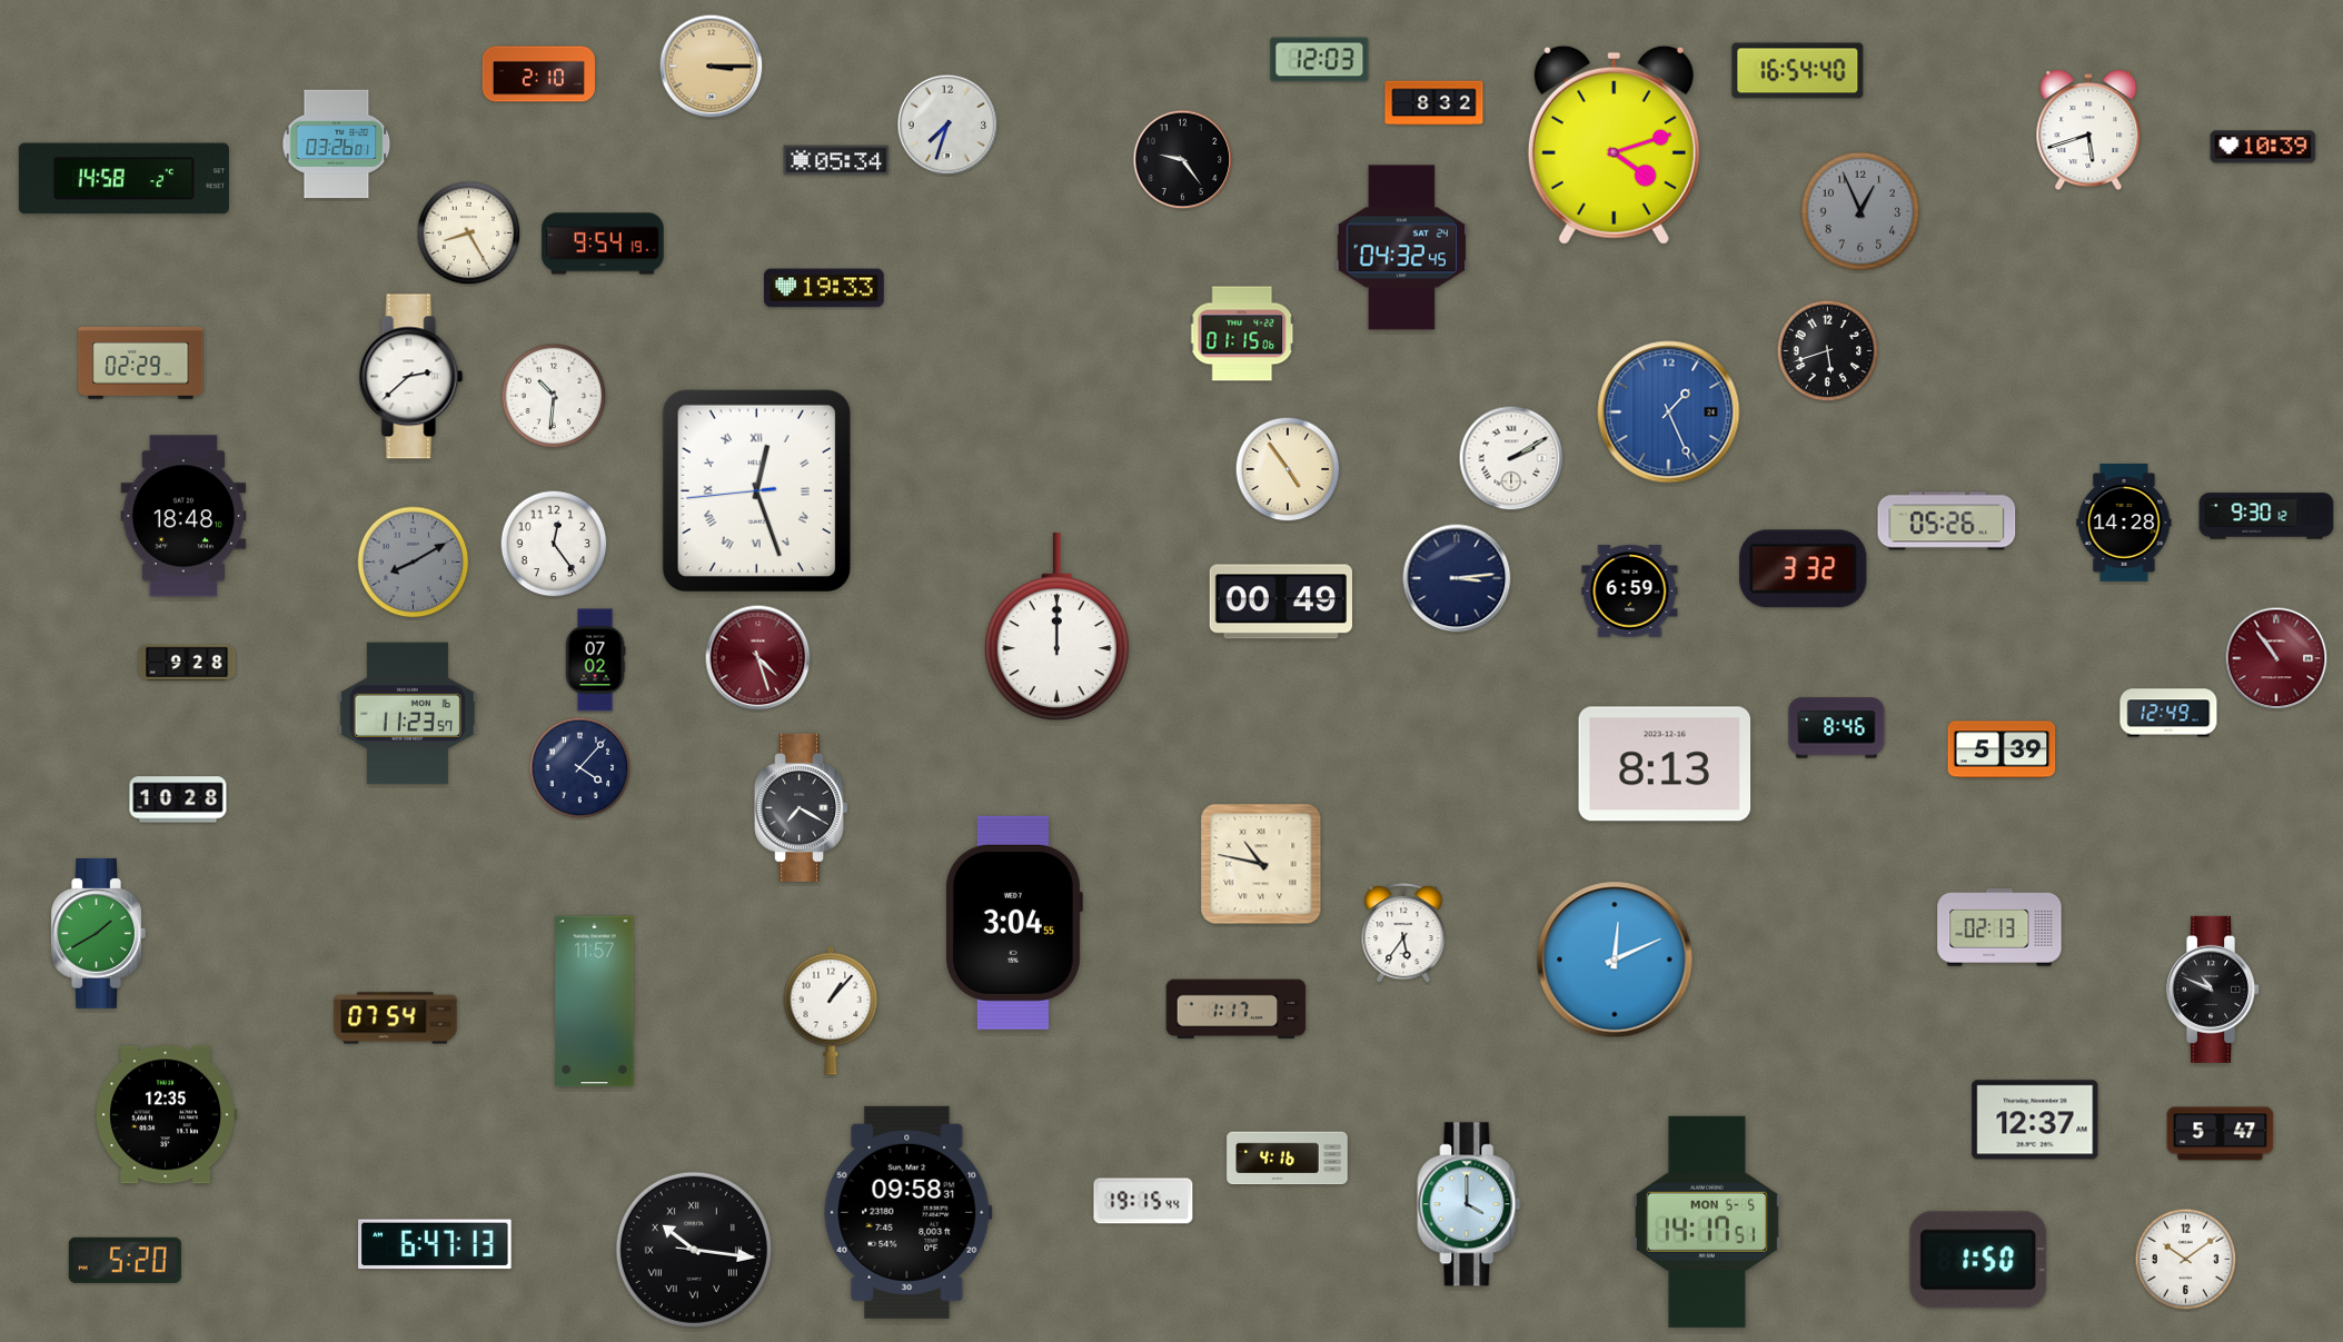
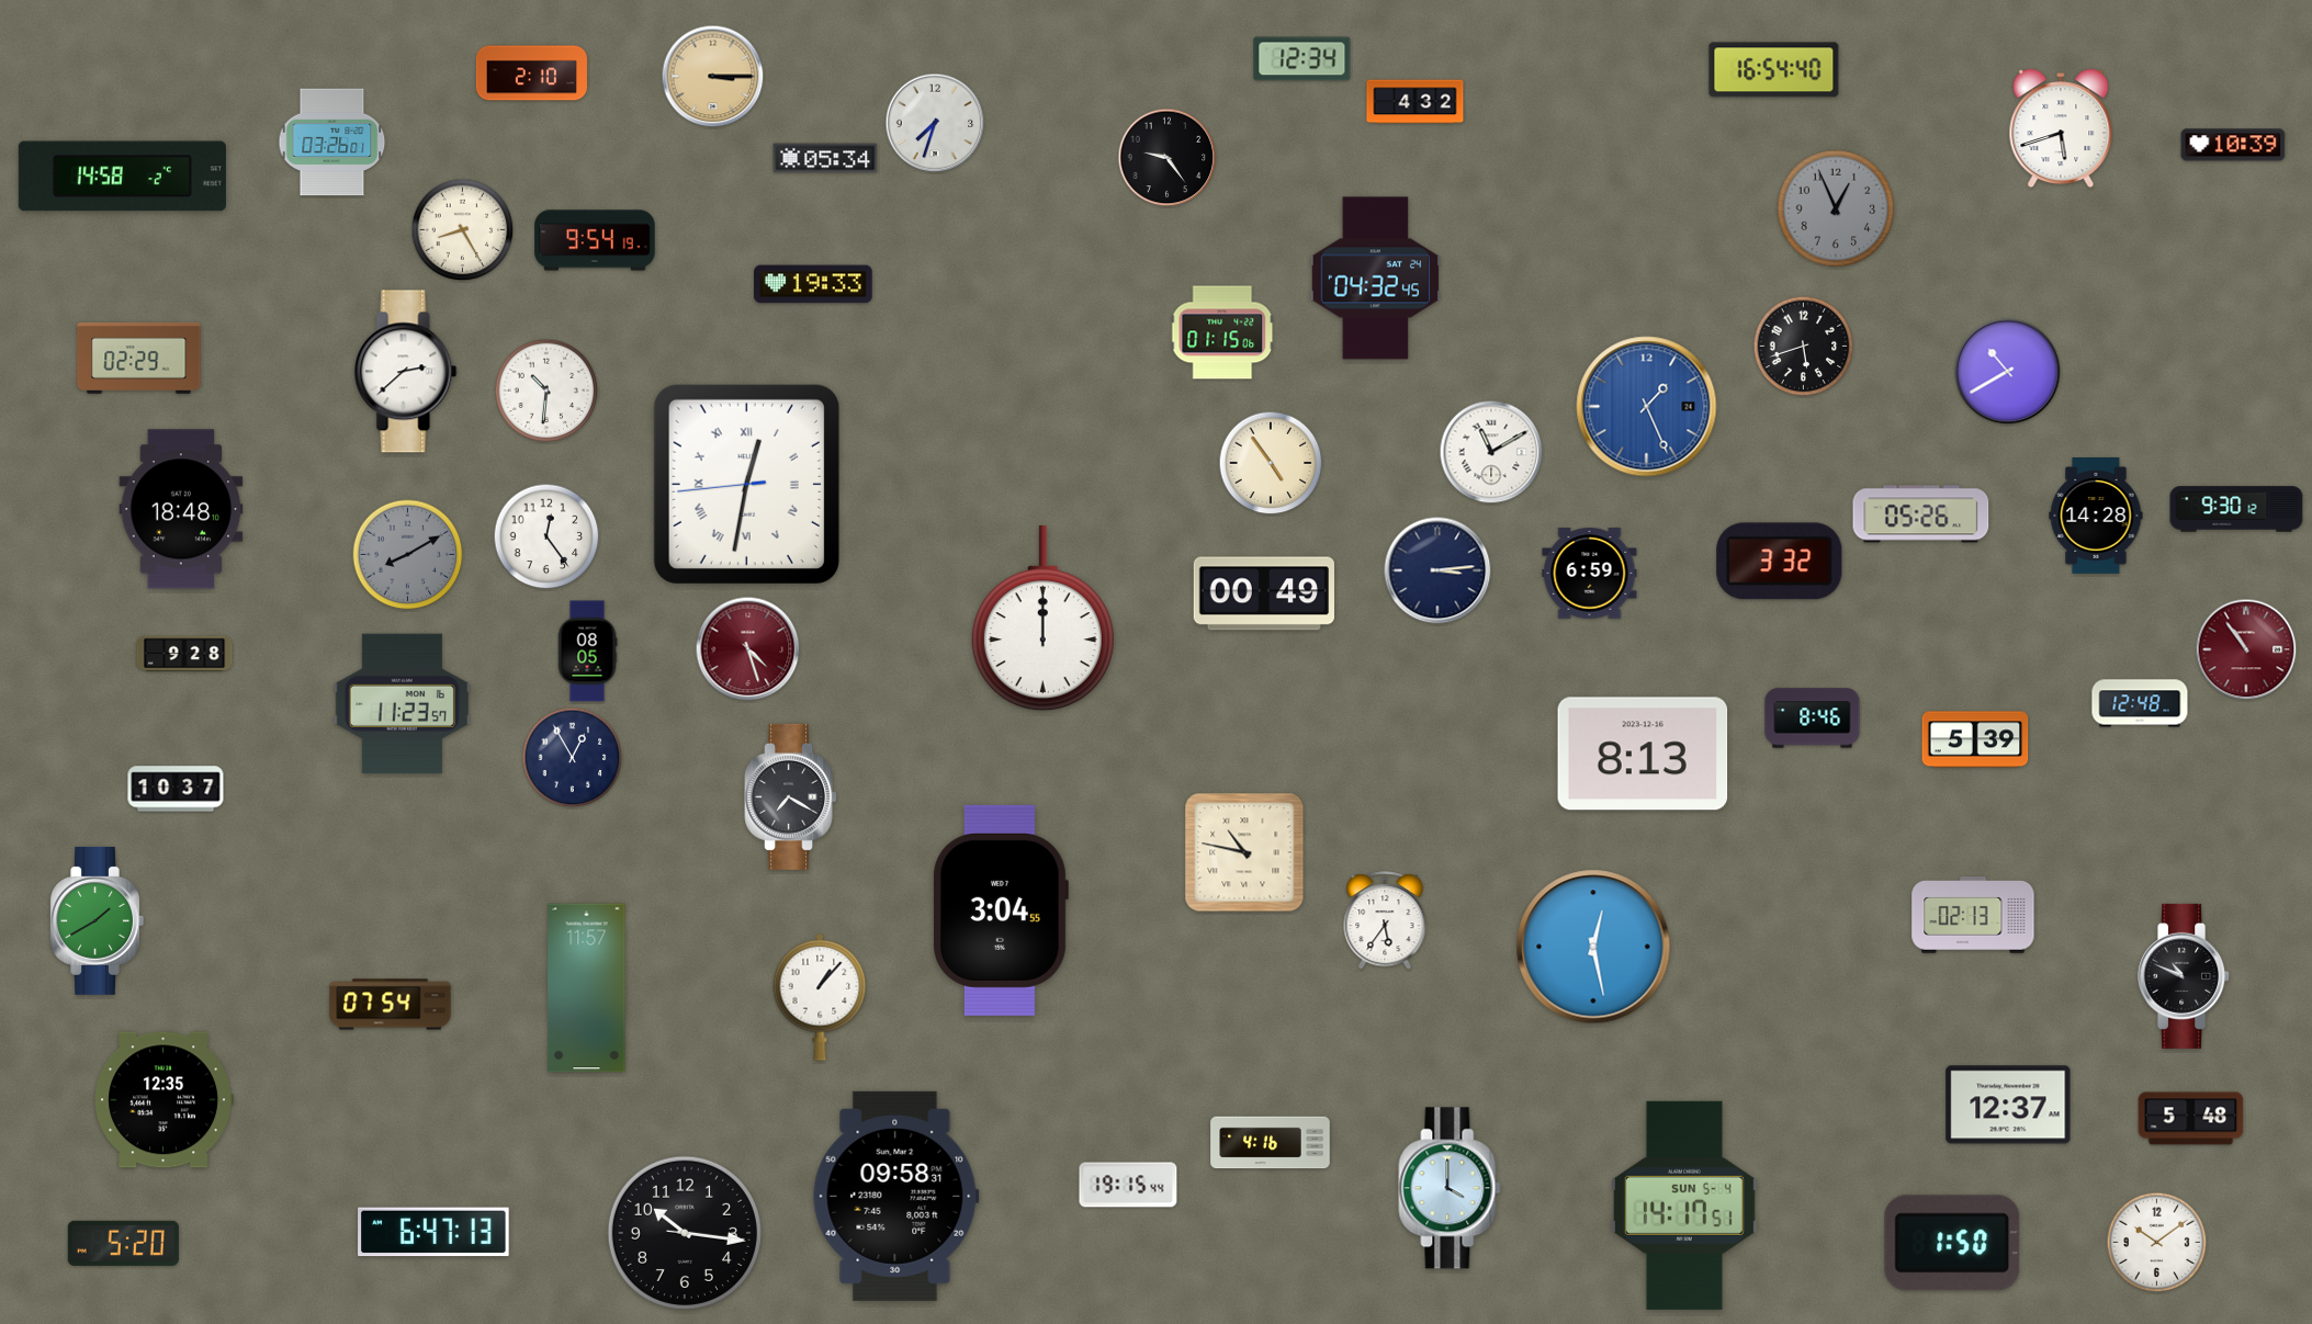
clock at (1320, 60): 12:03 -> 12:34
clock at (712, 67) position: (712, 67) -> (713, 77)
clock at (1434, 103): 8:32 -> 4:32
clock at (1614, 145): 4:12 -> none
clock at (1401, 248) position: (1401, 248) -> (1375, 279)
clock at (1243, 334) position: (1243, 334) -> (1223, 332)
clock at (2008, 372): none -> 10:40
clock at (1511, 458): 2:10 -> 11:10
clock at (756, 490): 12:26 -> 12:31
clock at (1630, 592) position: (1630, 592) -> (1590, 574)
clock at (595, 660): 07:02 -> 08:05
clock at (2168, 713): 12:49 -> 12:48
clock at (580, 768): 4:07 -> 12:55
clock at (178, 799): 10:28 -> 10:37
clock at (1615, 960): 12:11 -> 12:28
clock at (1237, 1010): 1:17 -> none
clock at (2221, 1134): 5:47 -> 5:48
clock at (1707, 1222) date: MON 5-5 -> SUN 5-4
clock at (435, 1244) position: (435, 1244) -> (433, 1232)
clock at (694, 1250) numerals: Roman -> Arabic
